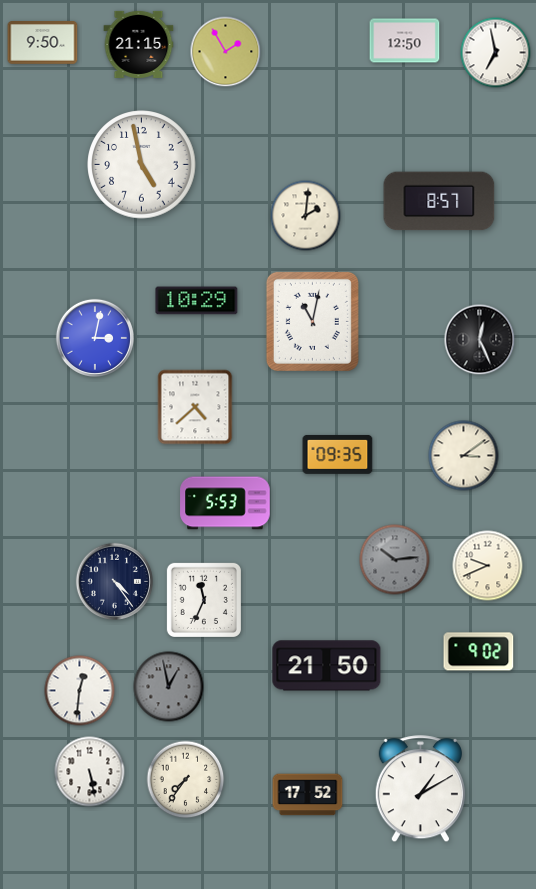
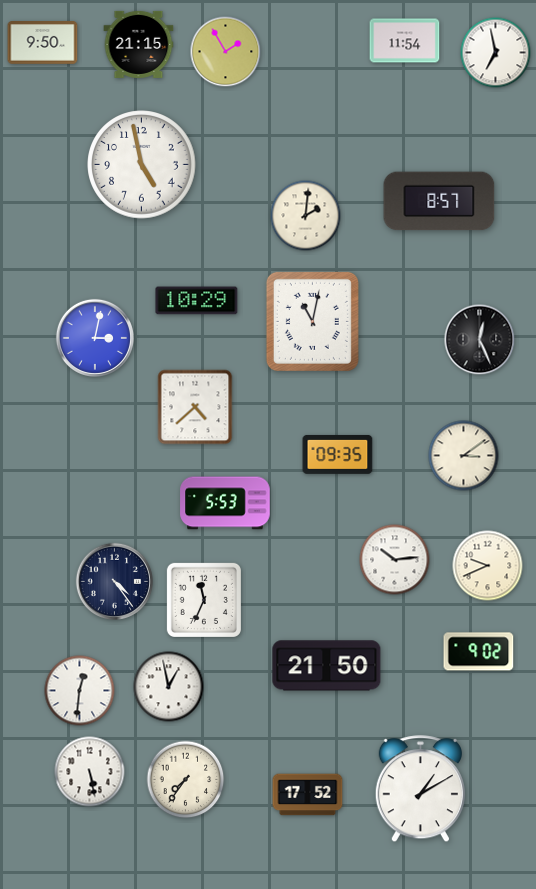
clock at (405, 41): 12:50 -> 11:54
clock at (395, 560) dial: grey -> white
clock at (169, 687) dial: grey -> white
